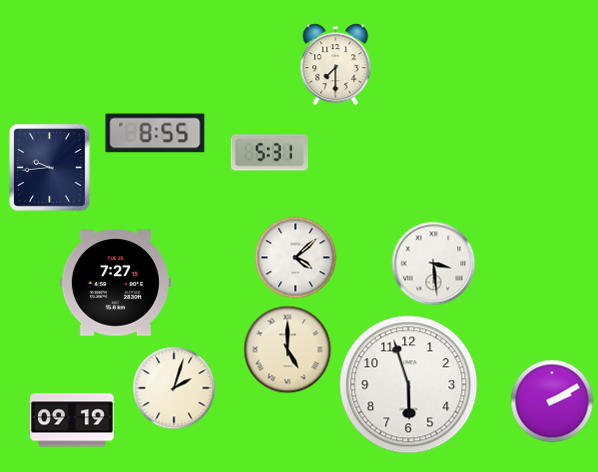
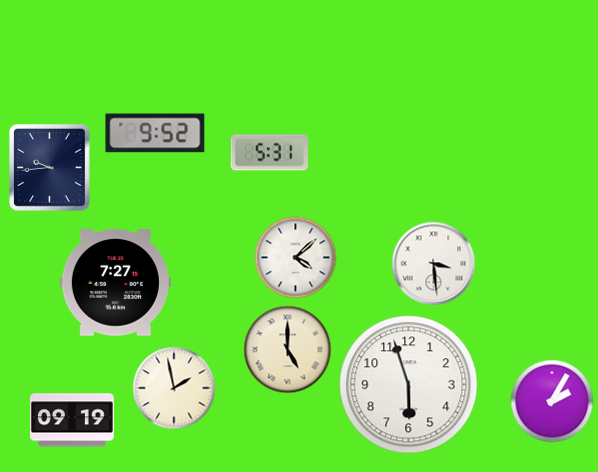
clock at (336, 65): 7:30 -> none
clock at (155, 133): 8:55 -> 9:52
clock at (174, 388): 2:03 -> 1:58
clock at (552, 401): 2:10 -> 2:05
